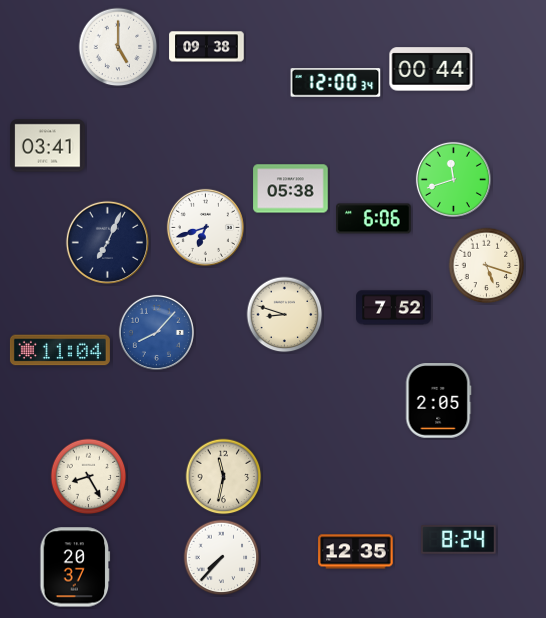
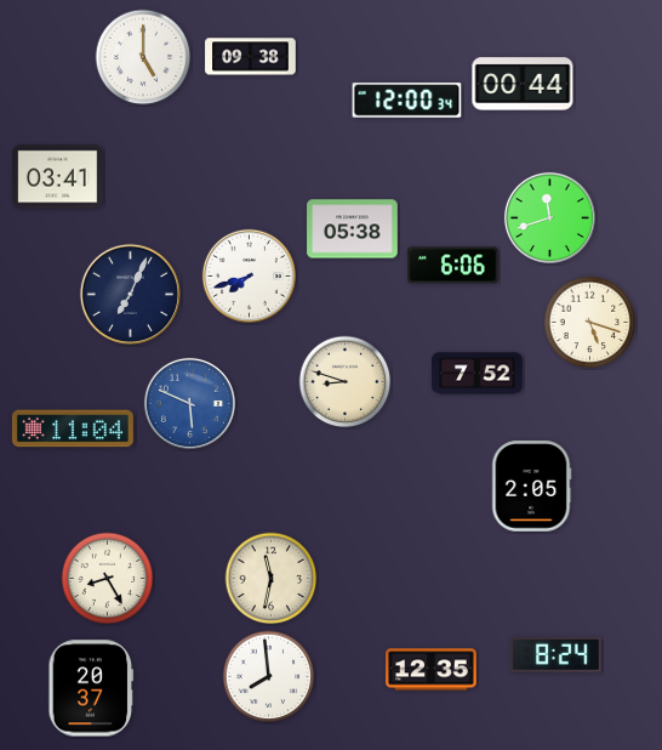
clock at (205, 227): 6:42 -> 7:42
clock at (156, 332): 8:07 -> 5:49
clock at (60, 350) position: (60, 350) -> (73, 428)
clock at (222, 558): 7:37 -> 7:59
